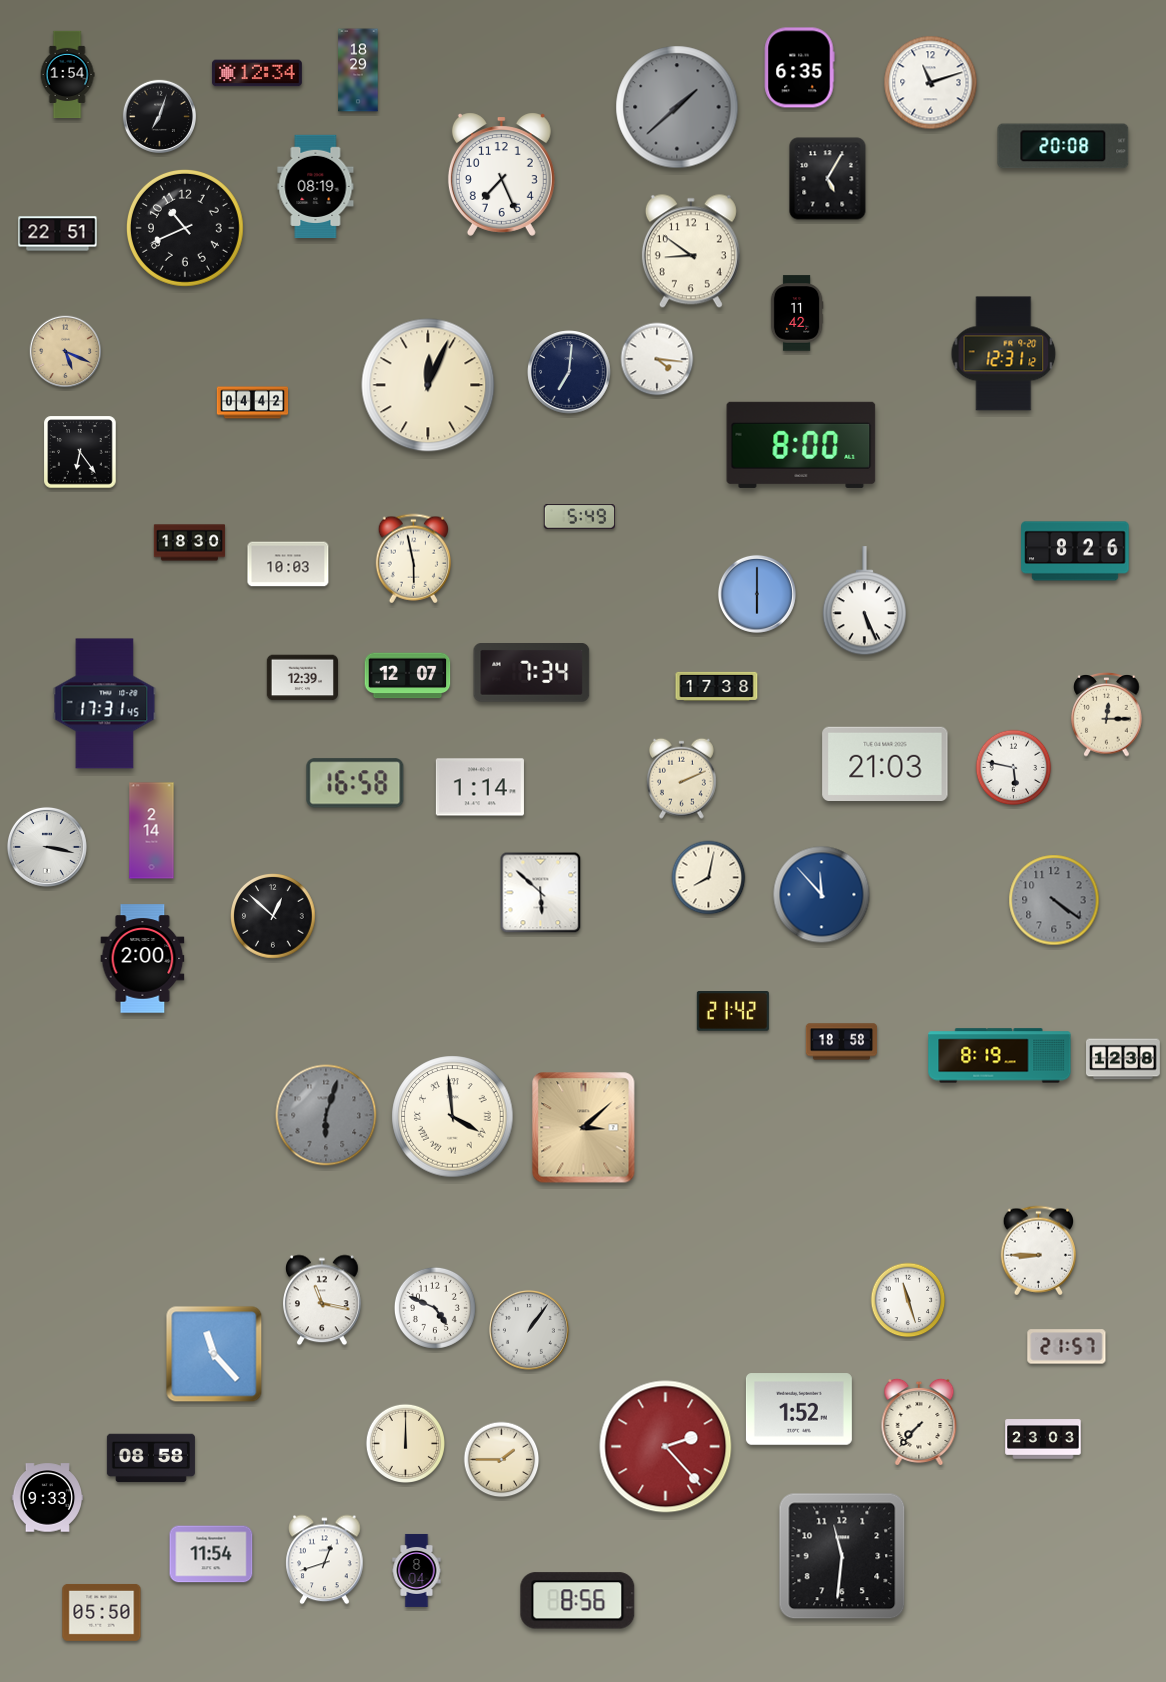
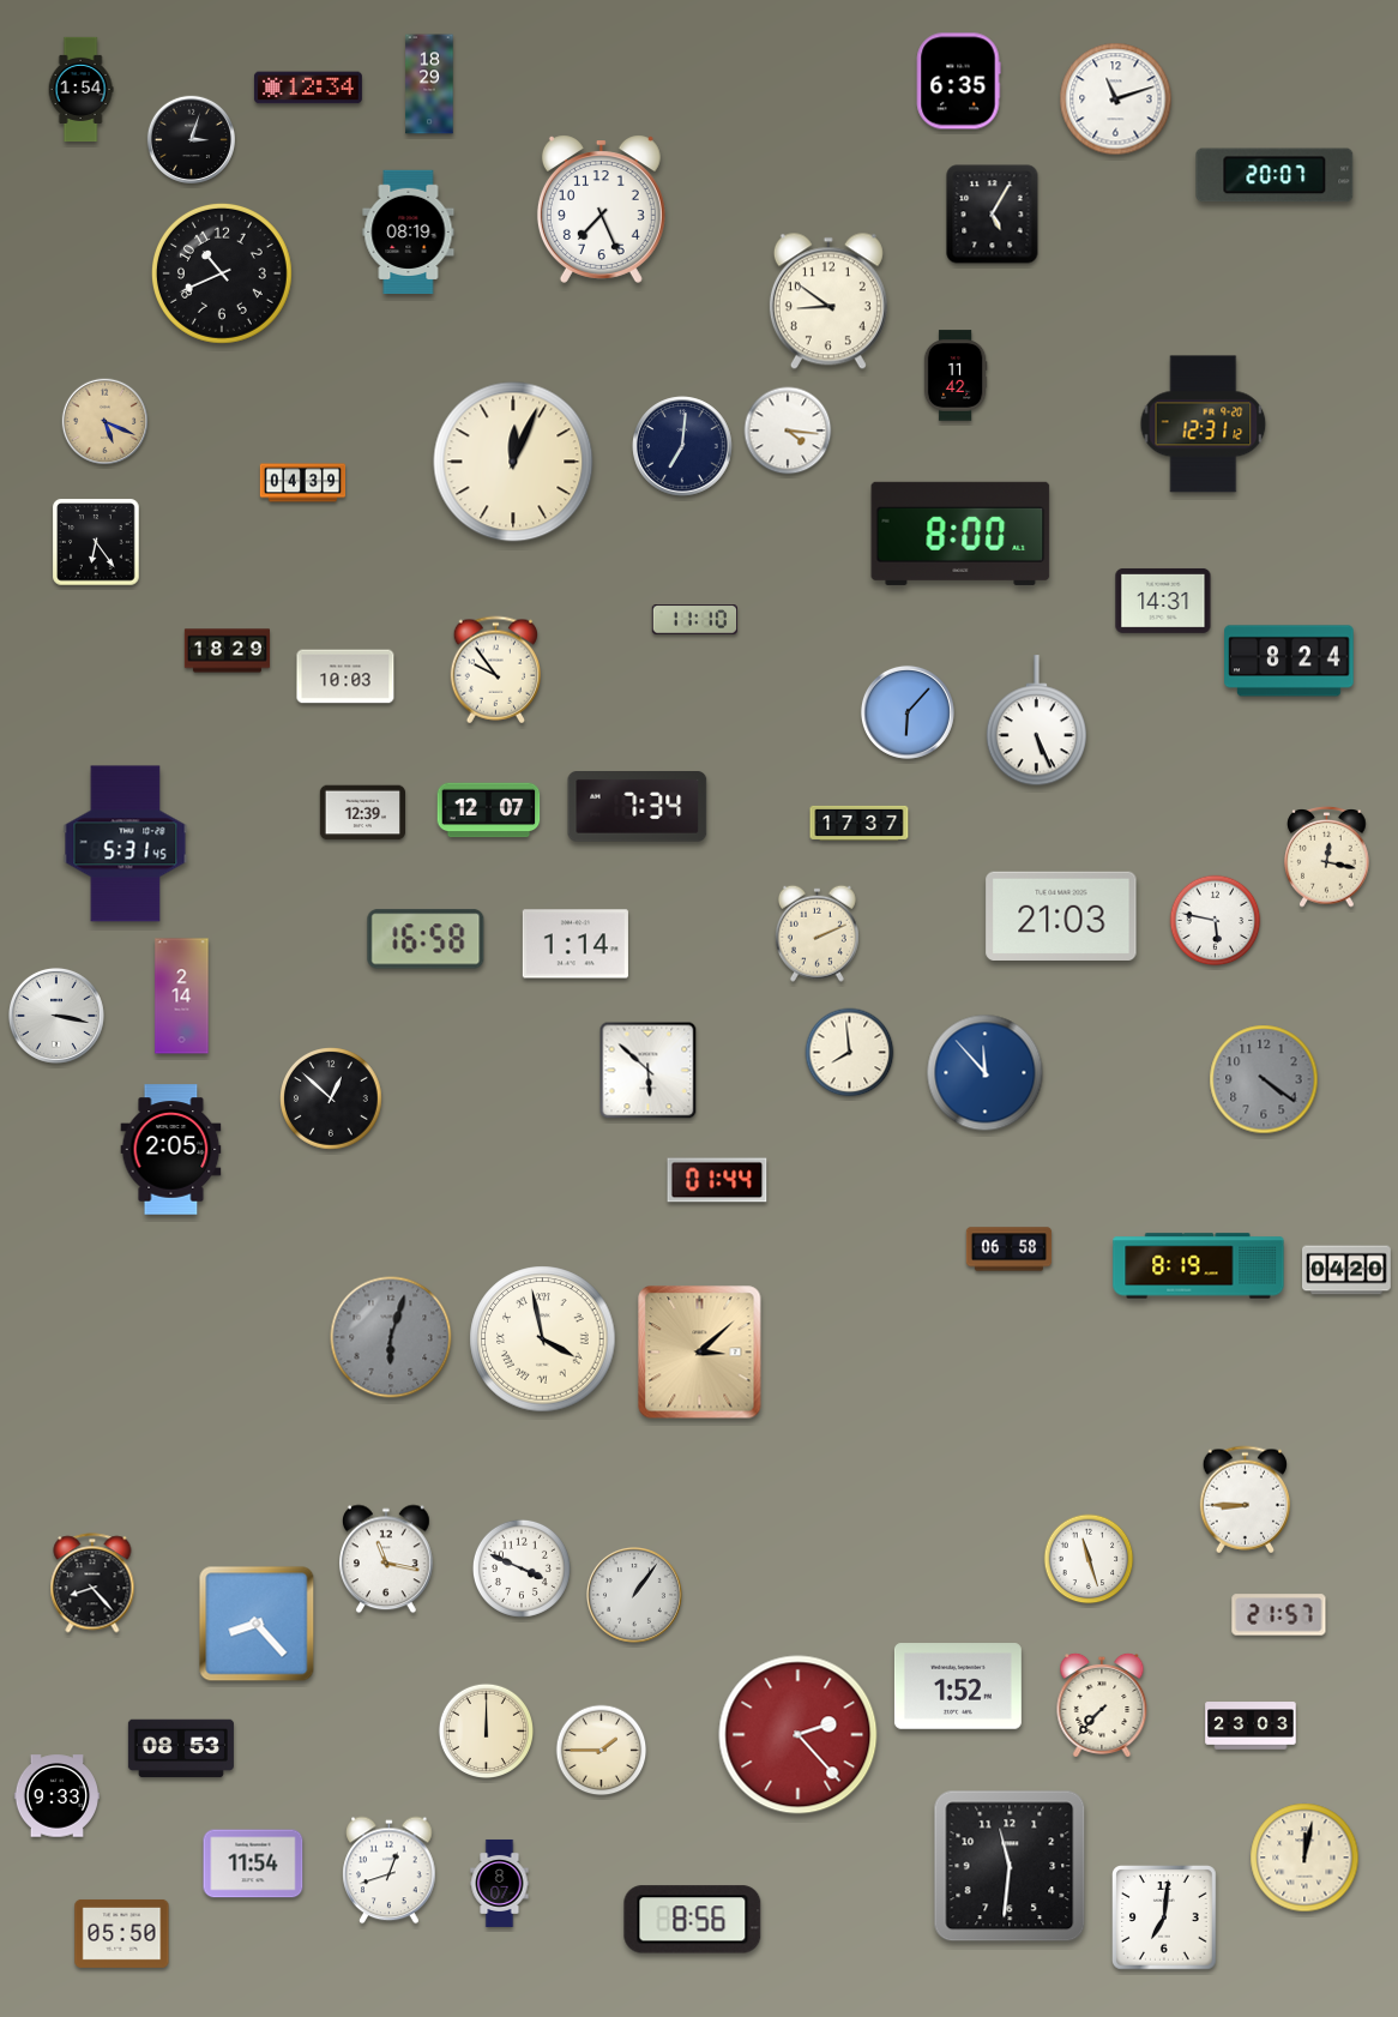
clock at (677, 107): 1:38 -> none
clock at (159, 116): 7:03 -> 3:03
clock at (1063, 146): 20:08 -> 20:07
clock at (316, 186) position: (316, 186) -> (409, 231)
clock at (58, 234): 22:51 -> none
clock at (66, 352) position: (66, 352) -> (106, 422)
clock at (253, 403): 04:42 -> 04:39
clock at (1163, 601): none -> 14:31
clock at (579, 517): 5:49 -> 11:10
clock at (190, 543): 18:30 -> 18:29
clock at (1075, 551): 8:26 -> 8:24
clock at (413, 559): 5:58 -> 9:54
clock at (757, 594): 6:00 -> 6:07
clock at (717, 686): 17:38 -> 17:37
clock at (105, 704): 17:31 -> 5:31
clock at (1107, 715): 12:15 -> 12:17
clock at (709, 878): 8:02 -> 7:59
clock at (274, 917) position: (274, 917) -> (332, 1100)
clock at (143, 959): 2:00 -> 2:05
clock at (717, 1180): none -> 01:44
clock at (733, 1012): 21:42 -> none
clock at (842, 1042): 18:58 -> 06:58
clock at (1124, 1059): 12:38 -> 04:20
clock at (453, 1117): 3:59 -> 3:58
clock at (435, 1308): 4:49 -> 3:49
clock at (92, 1583): none -> 8:23
clock at (214, 1354): 11:23 -> 8:23
clock at (799, 1409) position: (799, 1409) -> (958, 1686)
clock at (151, 1458): 08:58 -> 08:53
clock at (1304, 1858): none -> 12:02
clock at (417, 1570): 8:04 -> 8:07
clock at (1165, 1919): none -> 7:01
